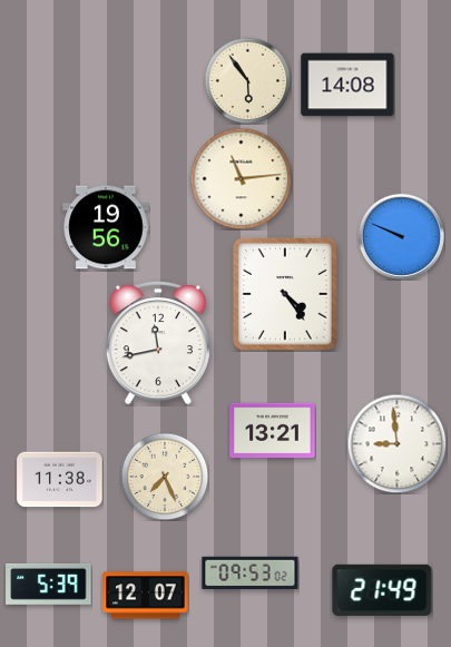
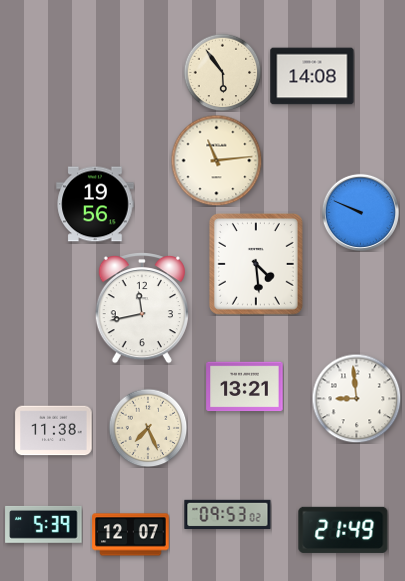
clock at (285, 294): 4:24 -> 4:29
clock at (251, 574) position: (251, 574) -> (228, 515)
